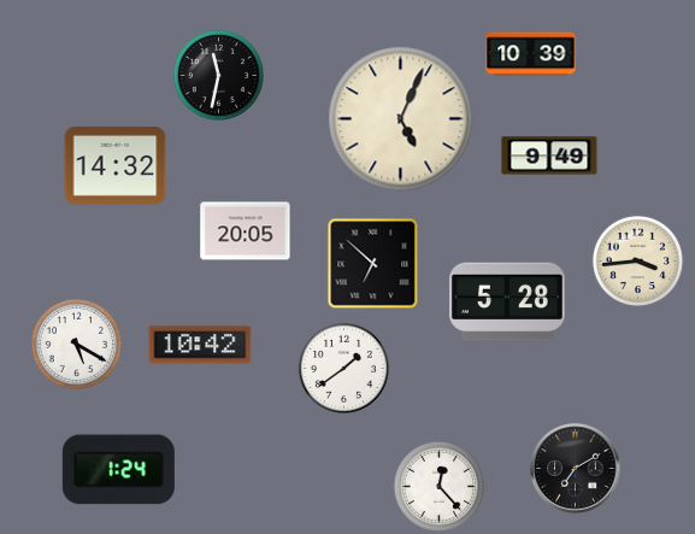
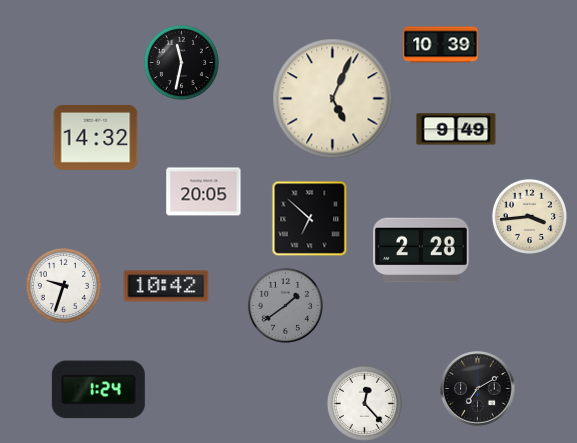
clock at (508, 301): 5:28 -> 2:28
clock at (76, 344): 5:20 -> 9:33
clock at (343, 368) dial: white -> grey
